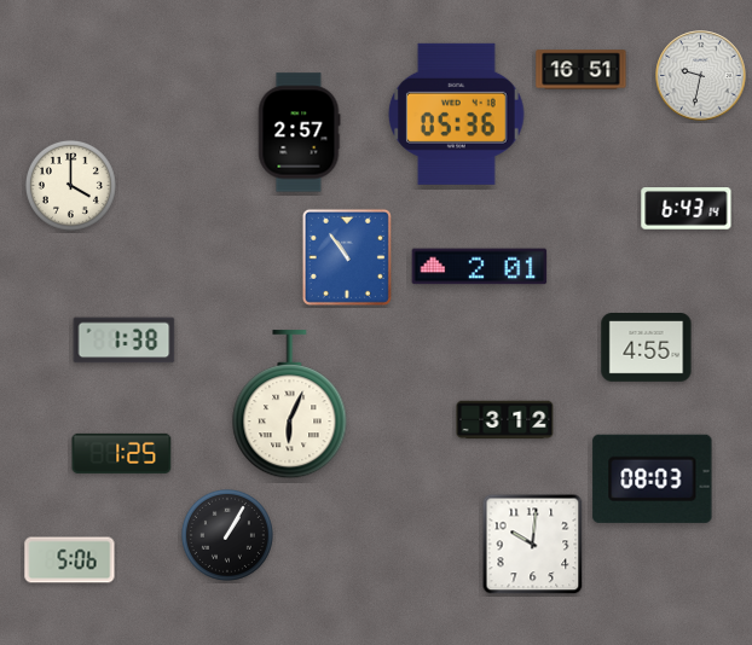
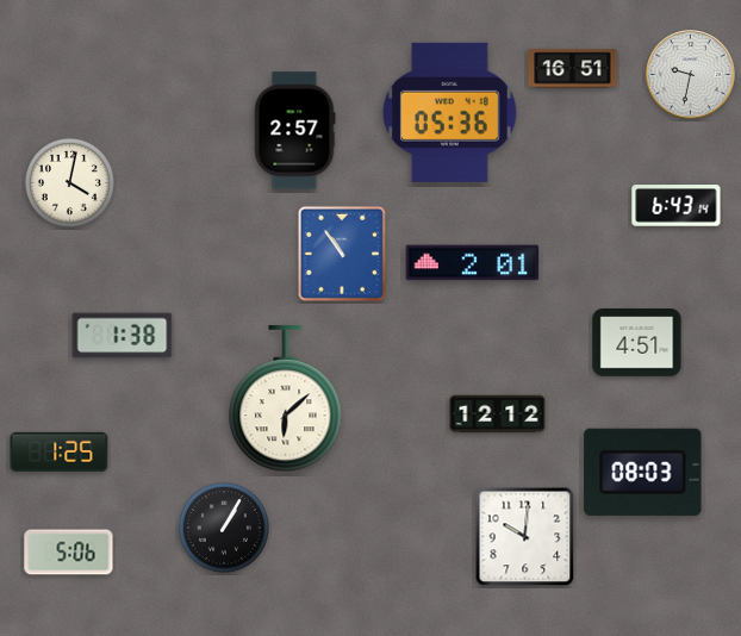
clock at (70, 185): 4:00 -> 4:02
clock at (647, 348): 4:55 -> 4:51
clock at (290, 405): 6:04 -> 6:08
clock at (505, 420): 3:12 -> 12:12
clock at (122, 453) position: (122, 453) -> (60, 451)
